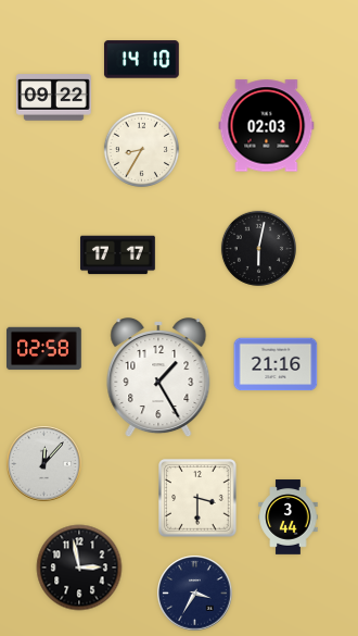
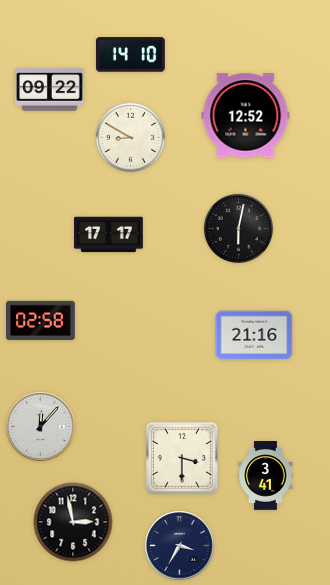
clock at (267, 126): 02:03 -> 12:52
clock at (141, 149): 8:35 -> 8:50
clock at (158, 378): 1:25 -> none
clock at (289, 517): 3:44 -> 3:41
